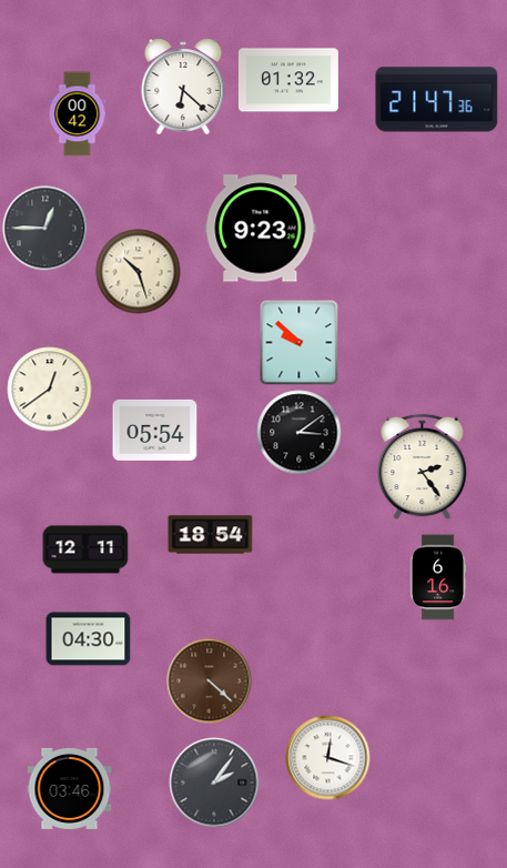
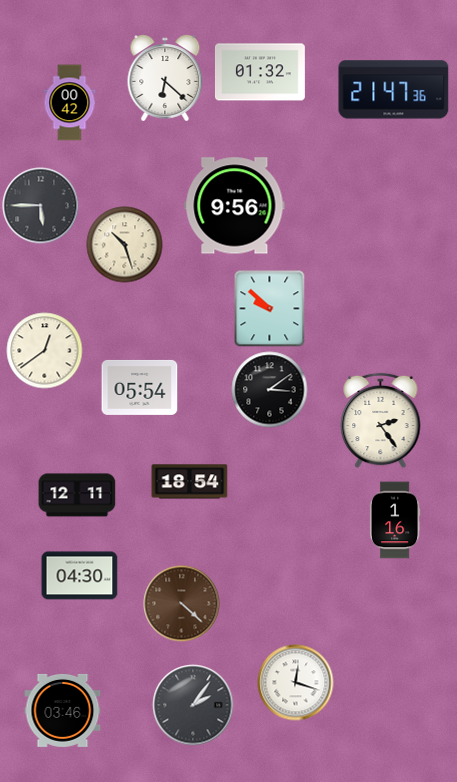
clock at (45, 229): 12:45 -> 5:45
clock at (261, 229): 9:23 -> 9:56
clock at (438, 577): 6:16 -> 1:16
clock at (210, 682) position: (210, 682) -> (182, 604)
